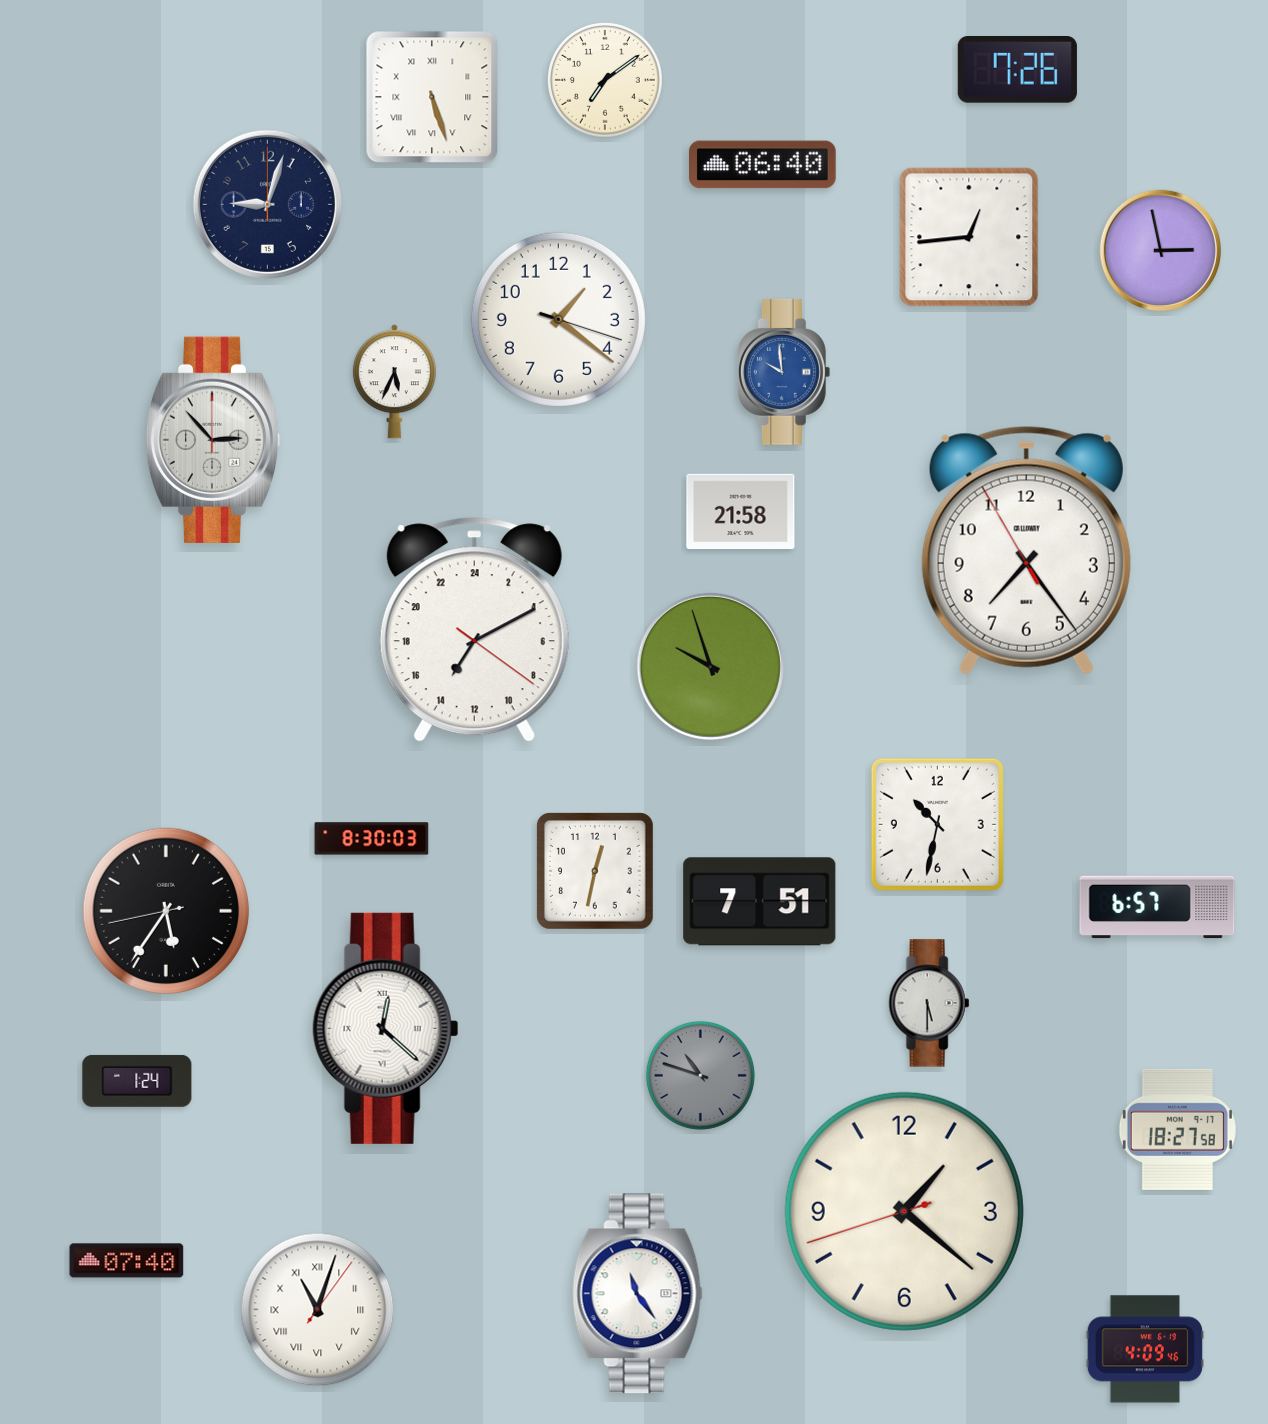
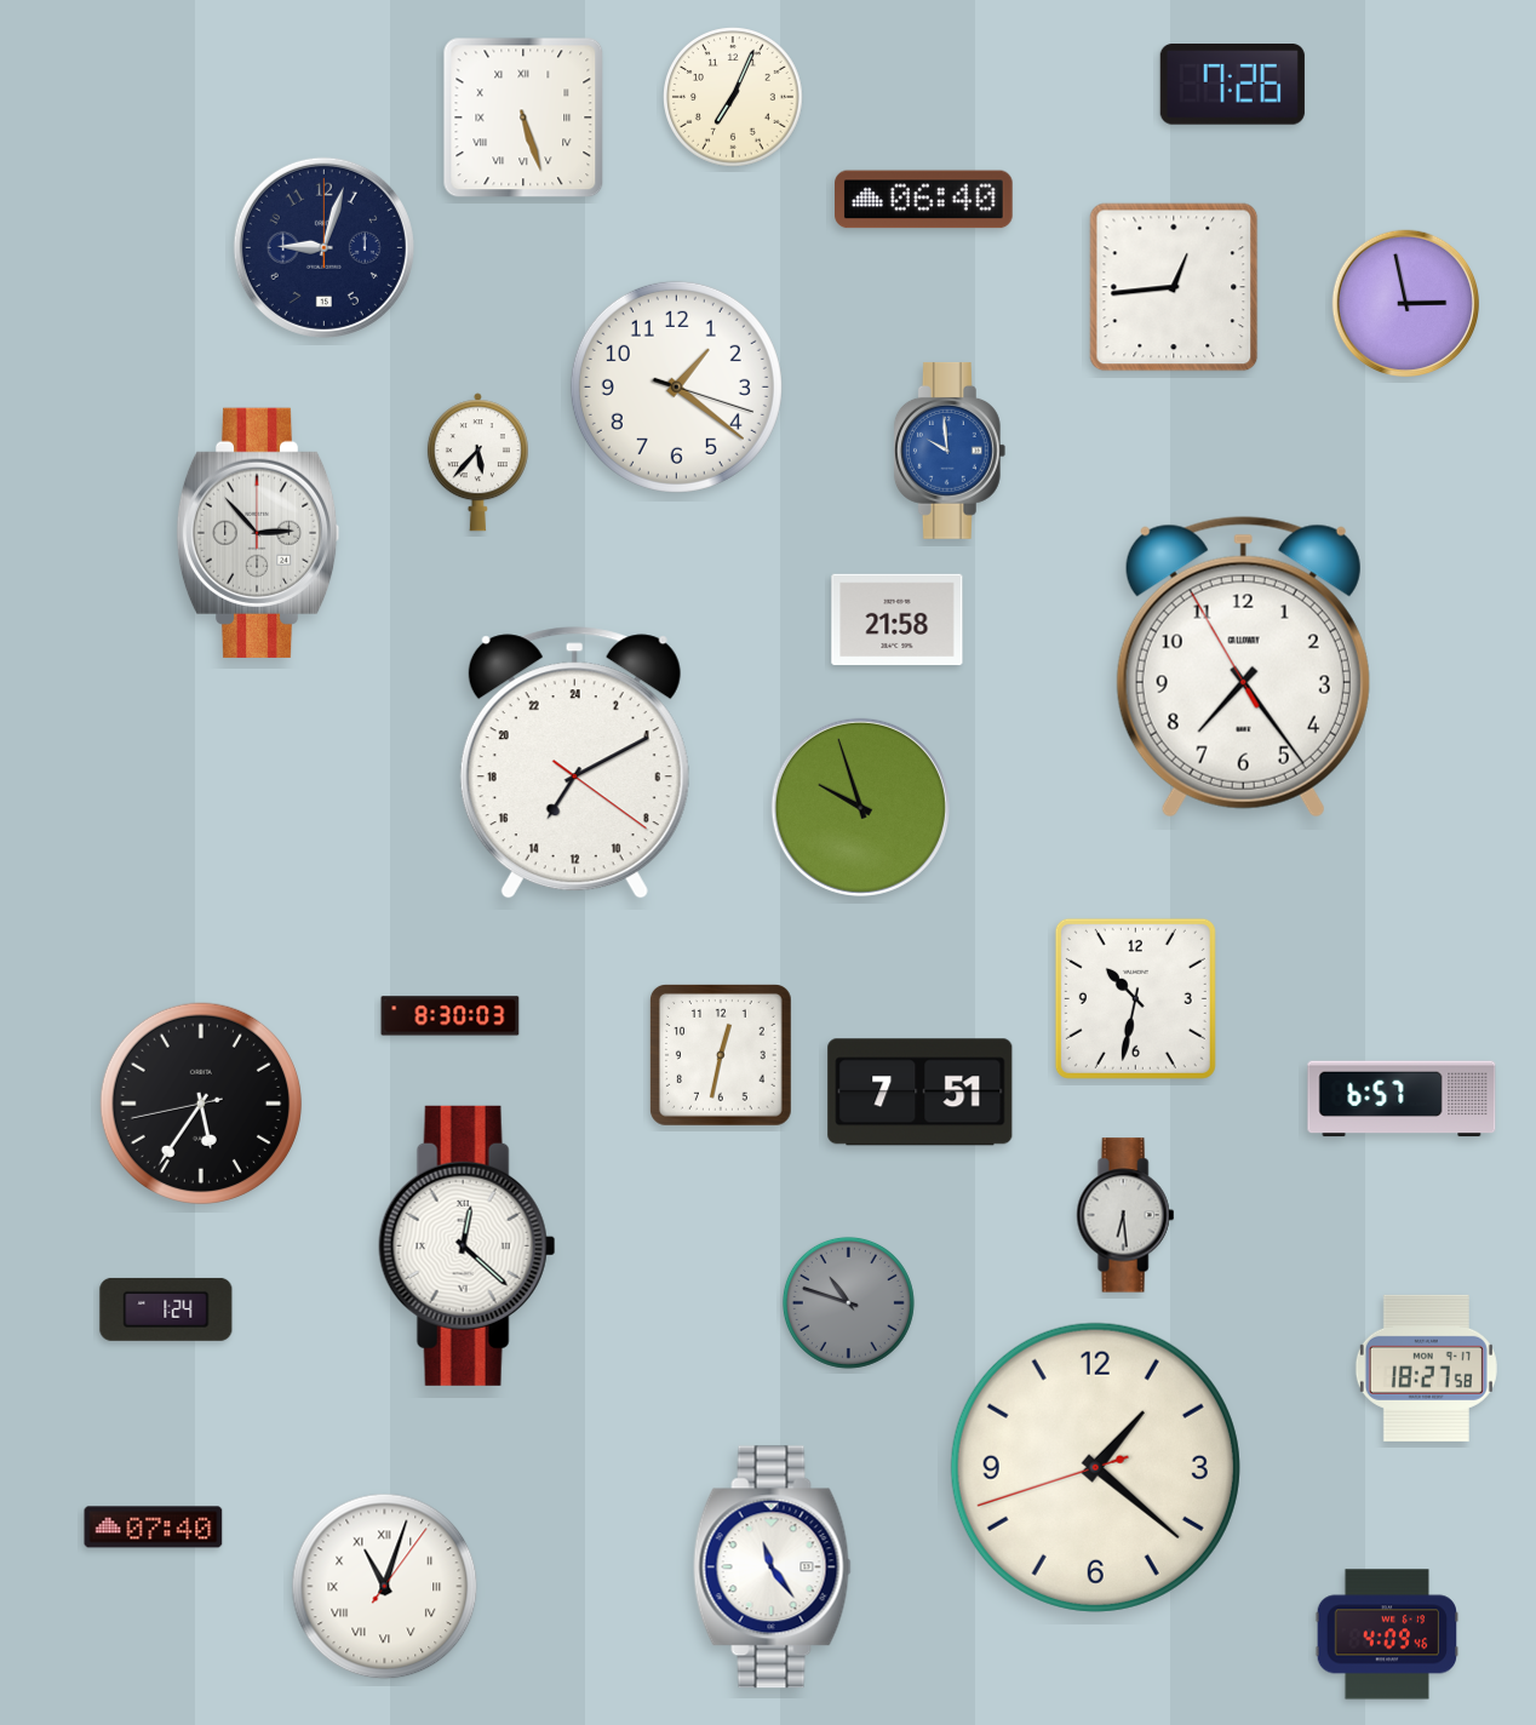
clock at (606, 81): 7:09 -> 7:04
clock at (394, 382): 5:34 -> 5:37
clock at (929, 1003): 5:30 -> 6:29
